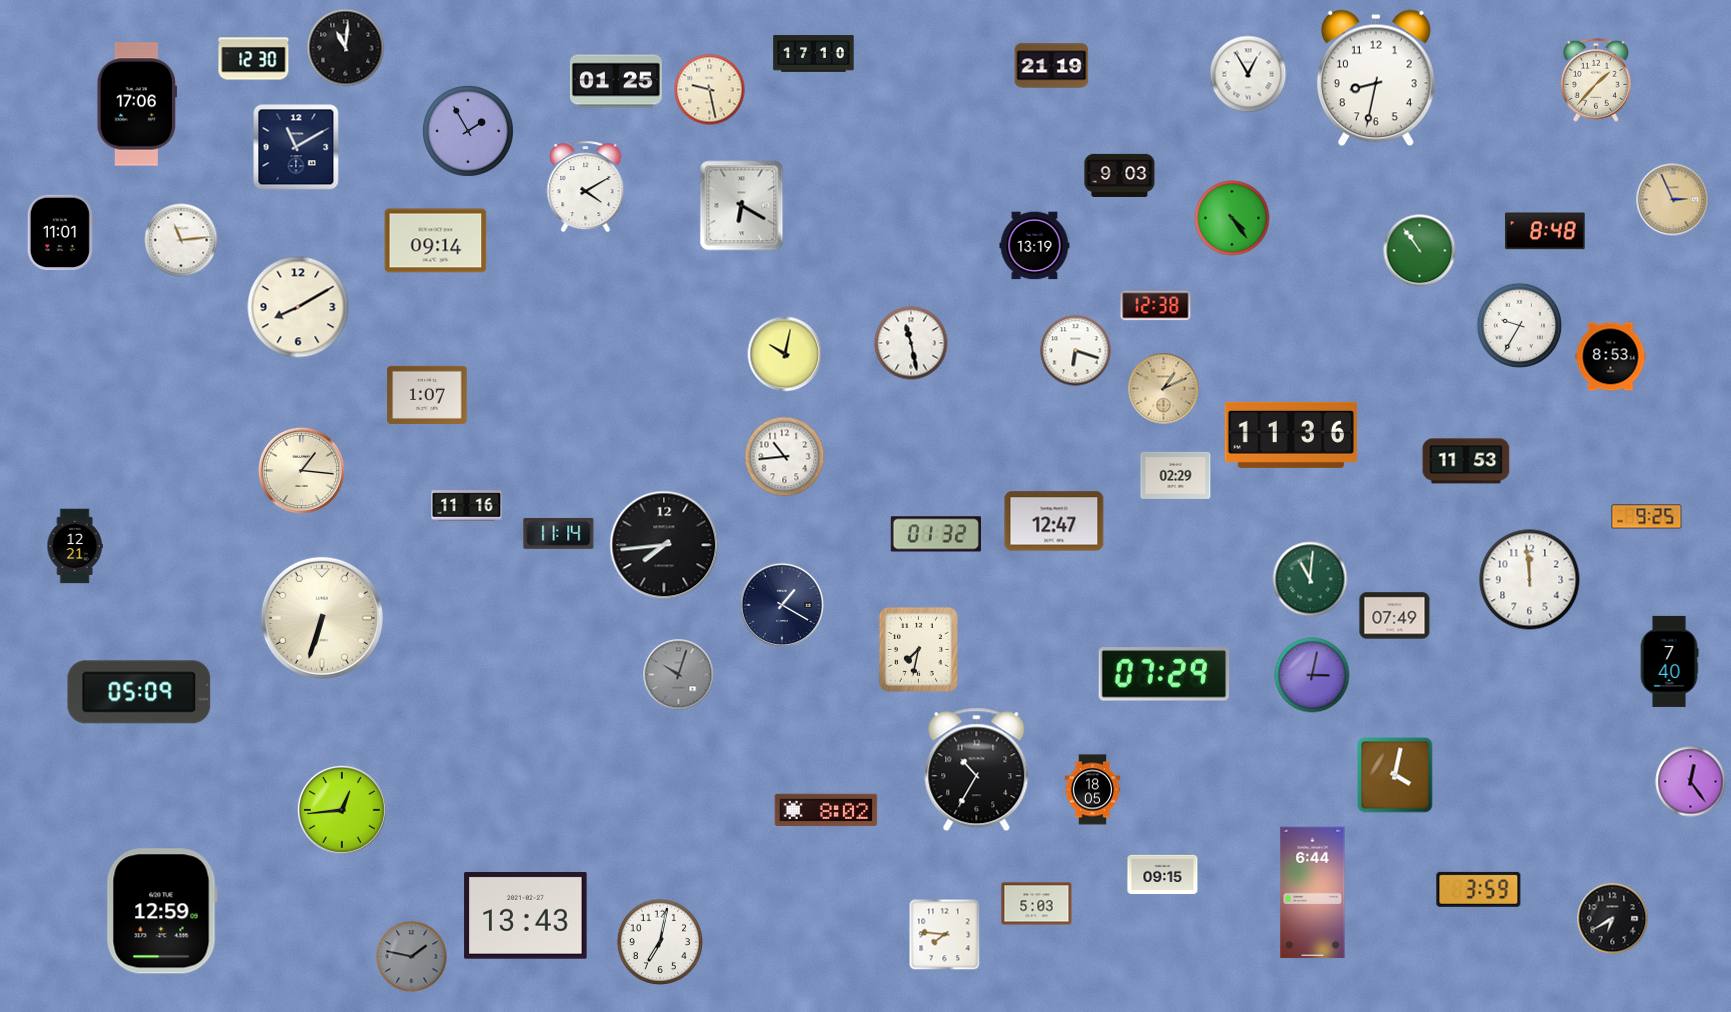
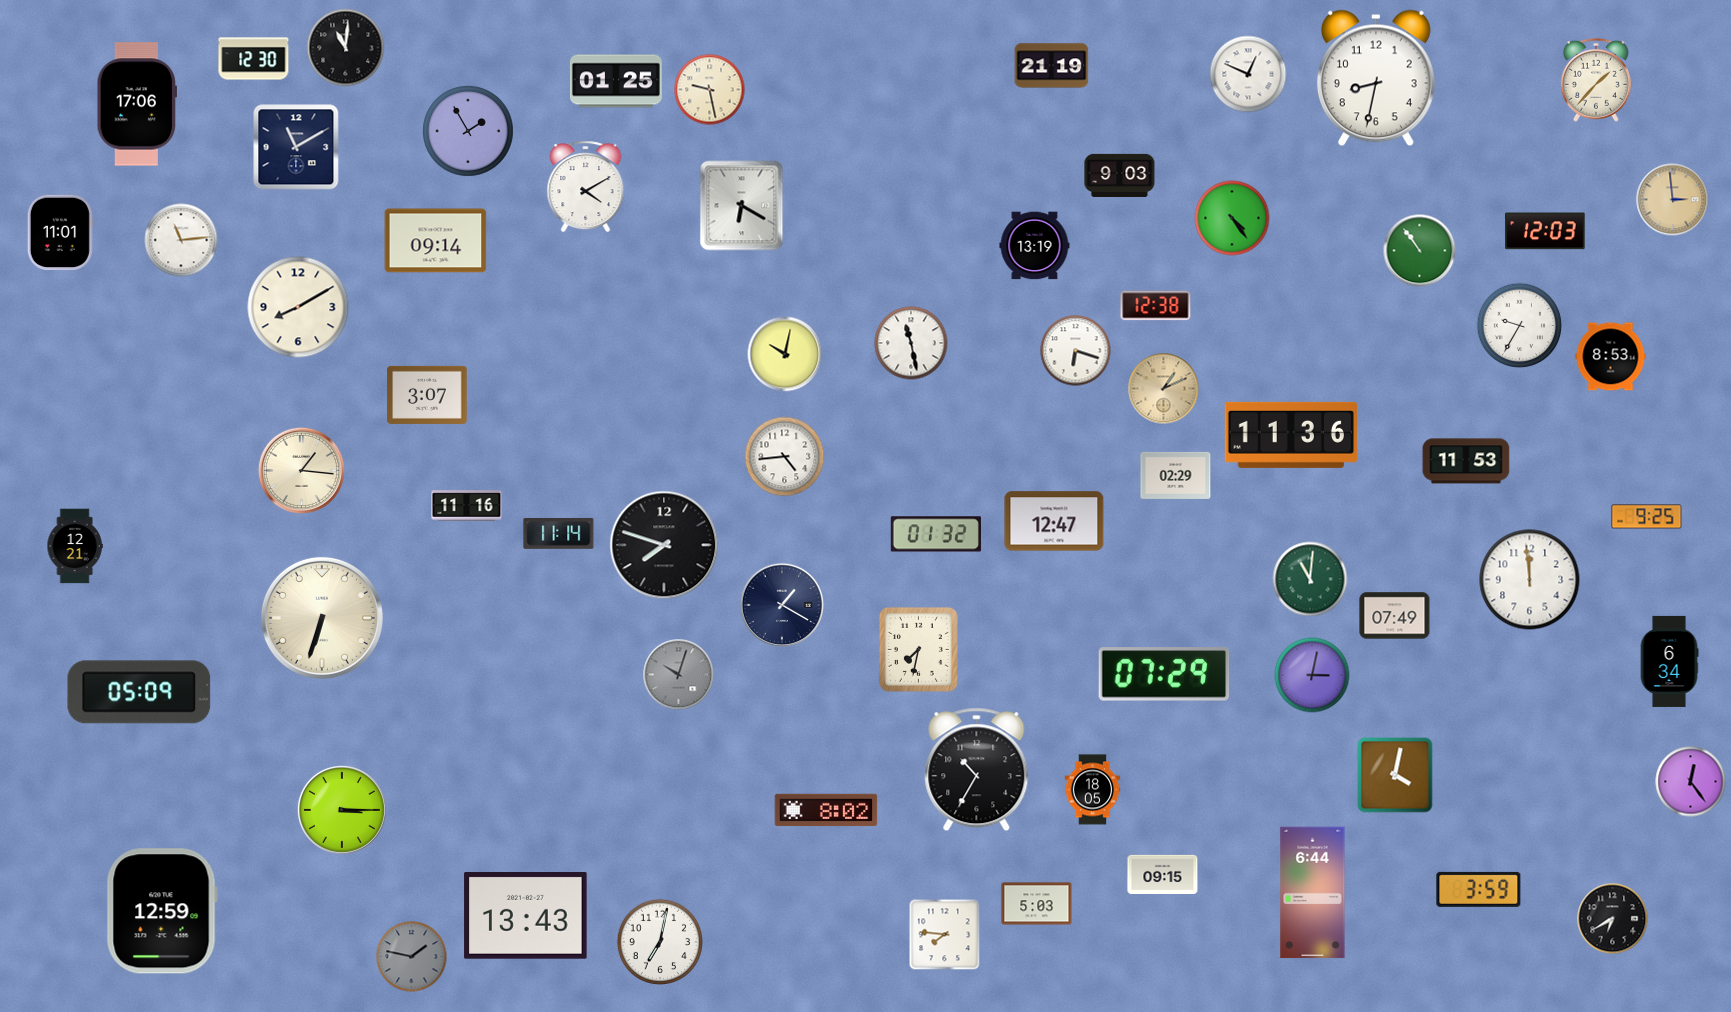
clock at (814, 54): 17:10 -> none
clock at (1248, 74): 12:55 -> 12:49
clock at (1673, 200): 2:56 -> 2:59
clock at (1545, 231): 8:48 -> 12:03
clock at (427, 395): 1:07 -> 3:07
clock at (785, 457): 10:44 -> 4:44
clock at (664, 545): 7:44 -> 7:48
clock at (1669, 661): 7:40 -> 6:34
clock at (342, 810): 12:44 -> 3:15
